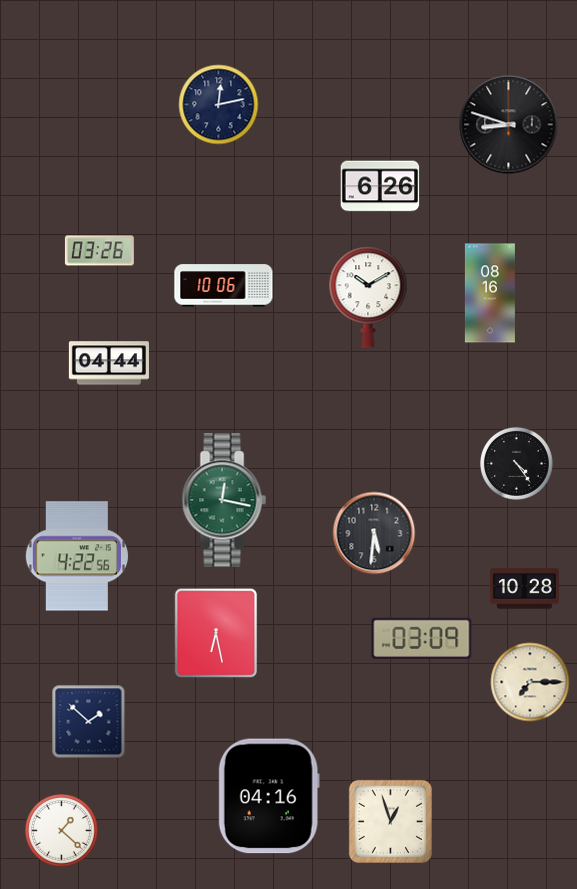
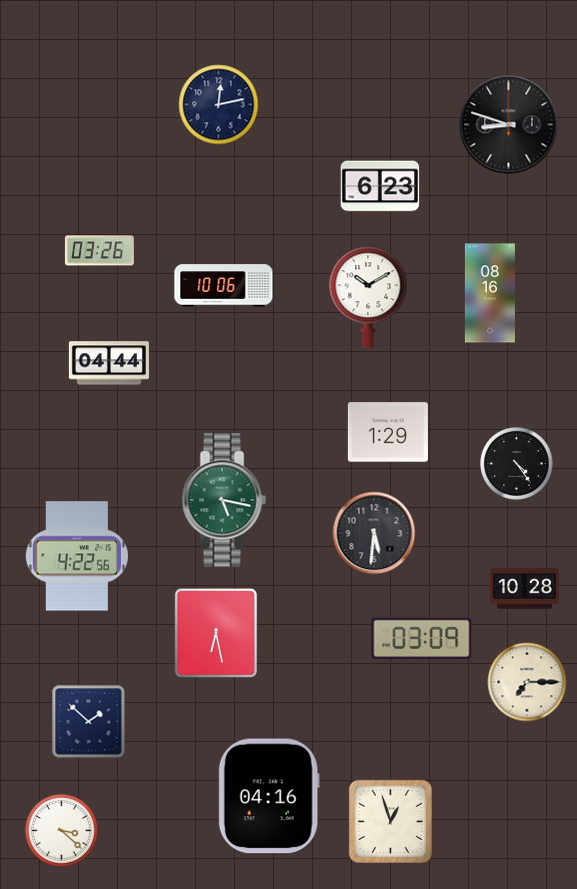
clock at (380, 186): 6:26 -> 6:23
clock at (388, 432): none -> 1:29
clock at (224, 500): 12:17 -> 5:17
clock at (530, 682) position: (530, 682) -> (527, 682)
clock at (62, 831): 1:22 -> 3:22
